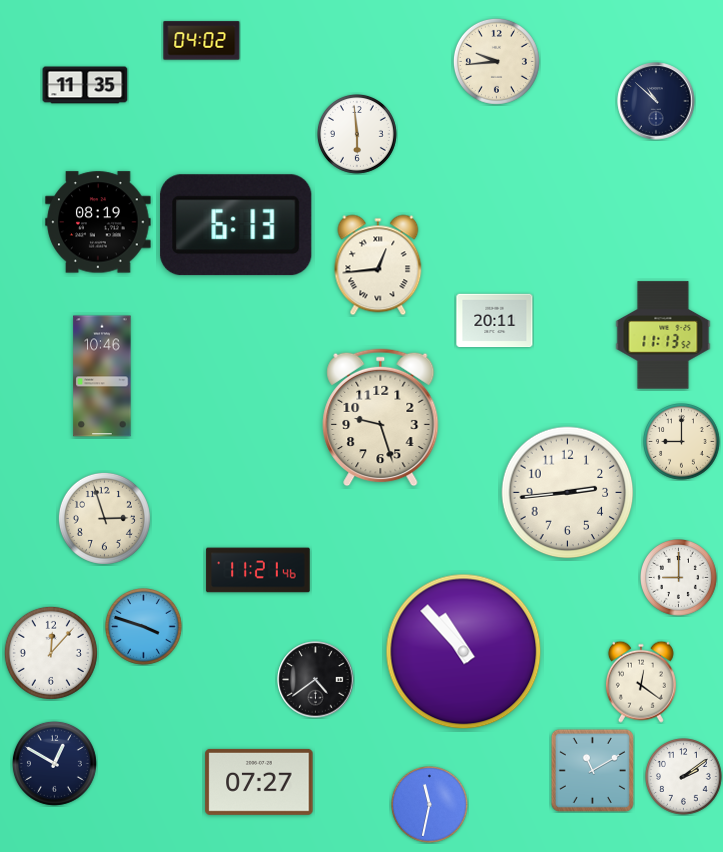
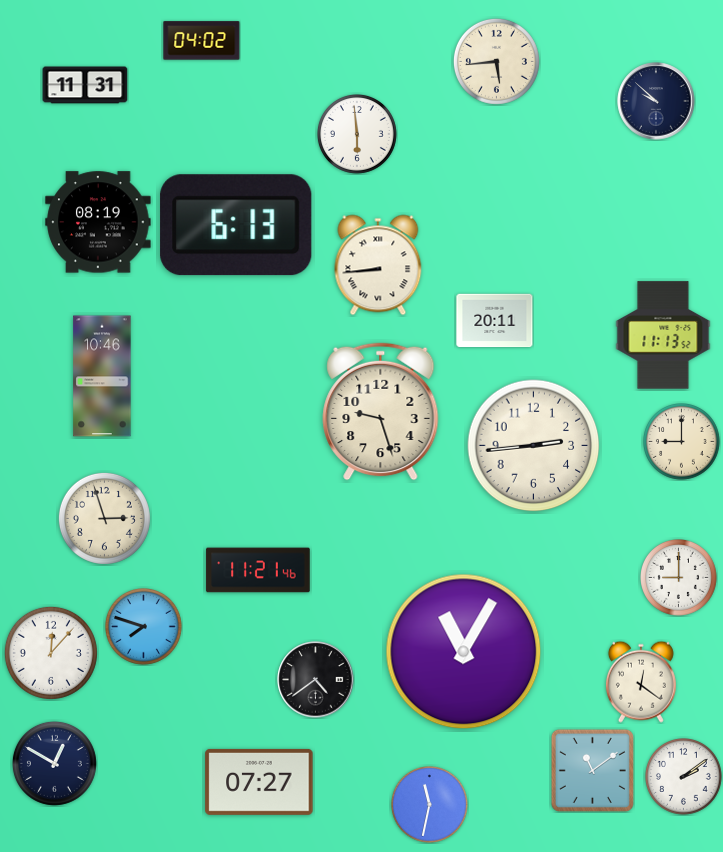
clock at (496, 61): 9:44 -> 5:44
clock at (85, 85): 11:35 -> 11:31
clock at (656, 101): 10:52 -> 9:52
clock at (378, 265): 12:44 -> 8:44
clock at (381, 418) position: (381, 418) -> (381, 412)
clock at (568, 493) position: (568, 493) -> (534, 446)
clock at (144, 627): 3:48 -> 7:48
clock at (464, 652): 10:53 -> 11:05
clock at (592, 770): 11:10 -> 11:09
